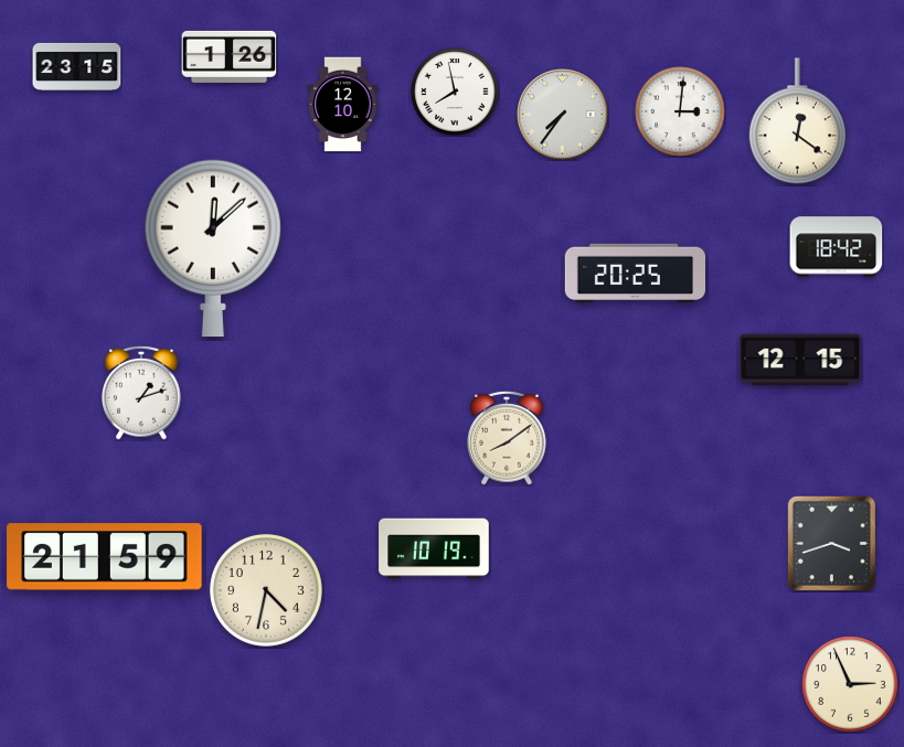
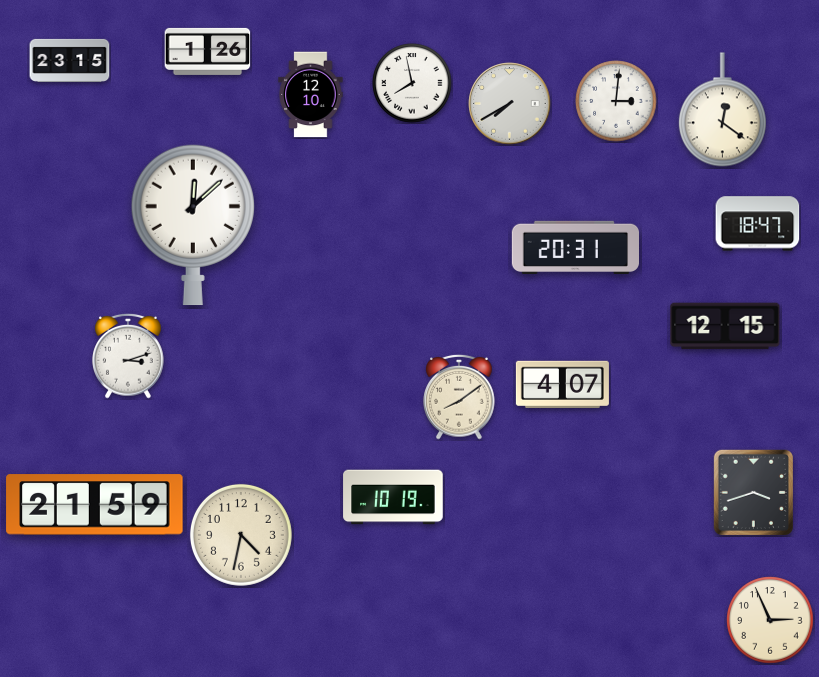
clock at (563, 115): 7:36 -> 7:40
clock at (837, 247): 18:42 -> 18:47
clock at (635, 274): 20:25 -> 20:31
clock at (141, 393): 1:12 -> 3:12
clock at (562, 384): none -> 4:07
